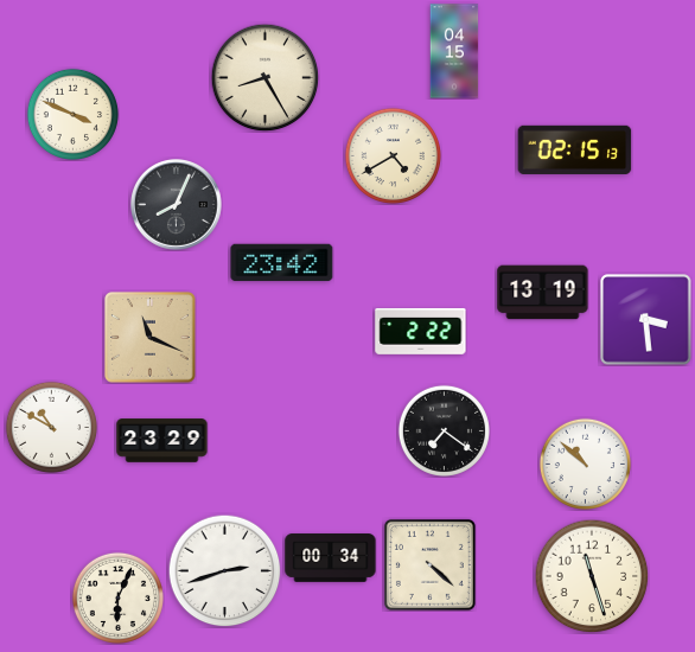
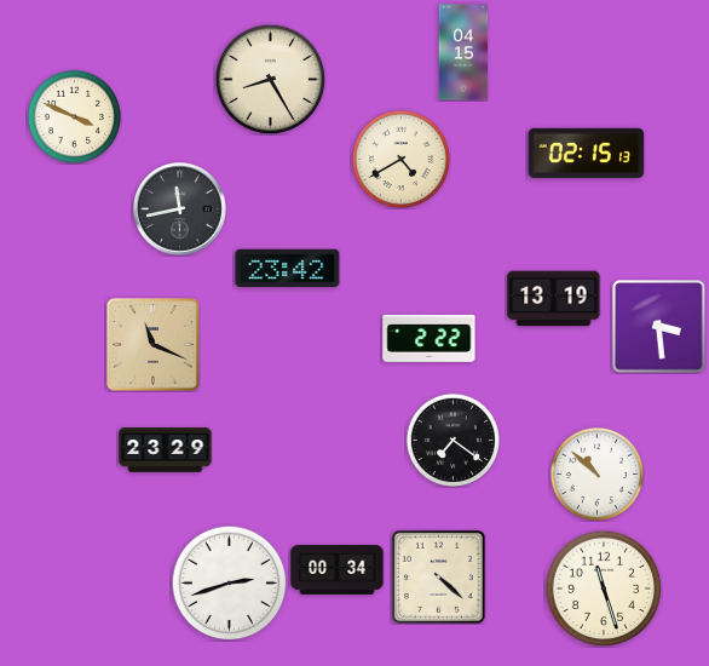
clock at (177, 205): 8:04 -> 11:43
clock at (51, 427): 10:50 -> none
clock at (117, 597): 6:04 -> none
